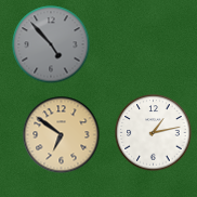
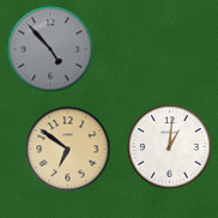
clock at (51, 44) position: (51, 44) -> (50, 49)
clock at (154, 133): 1:13 -> 1:01
